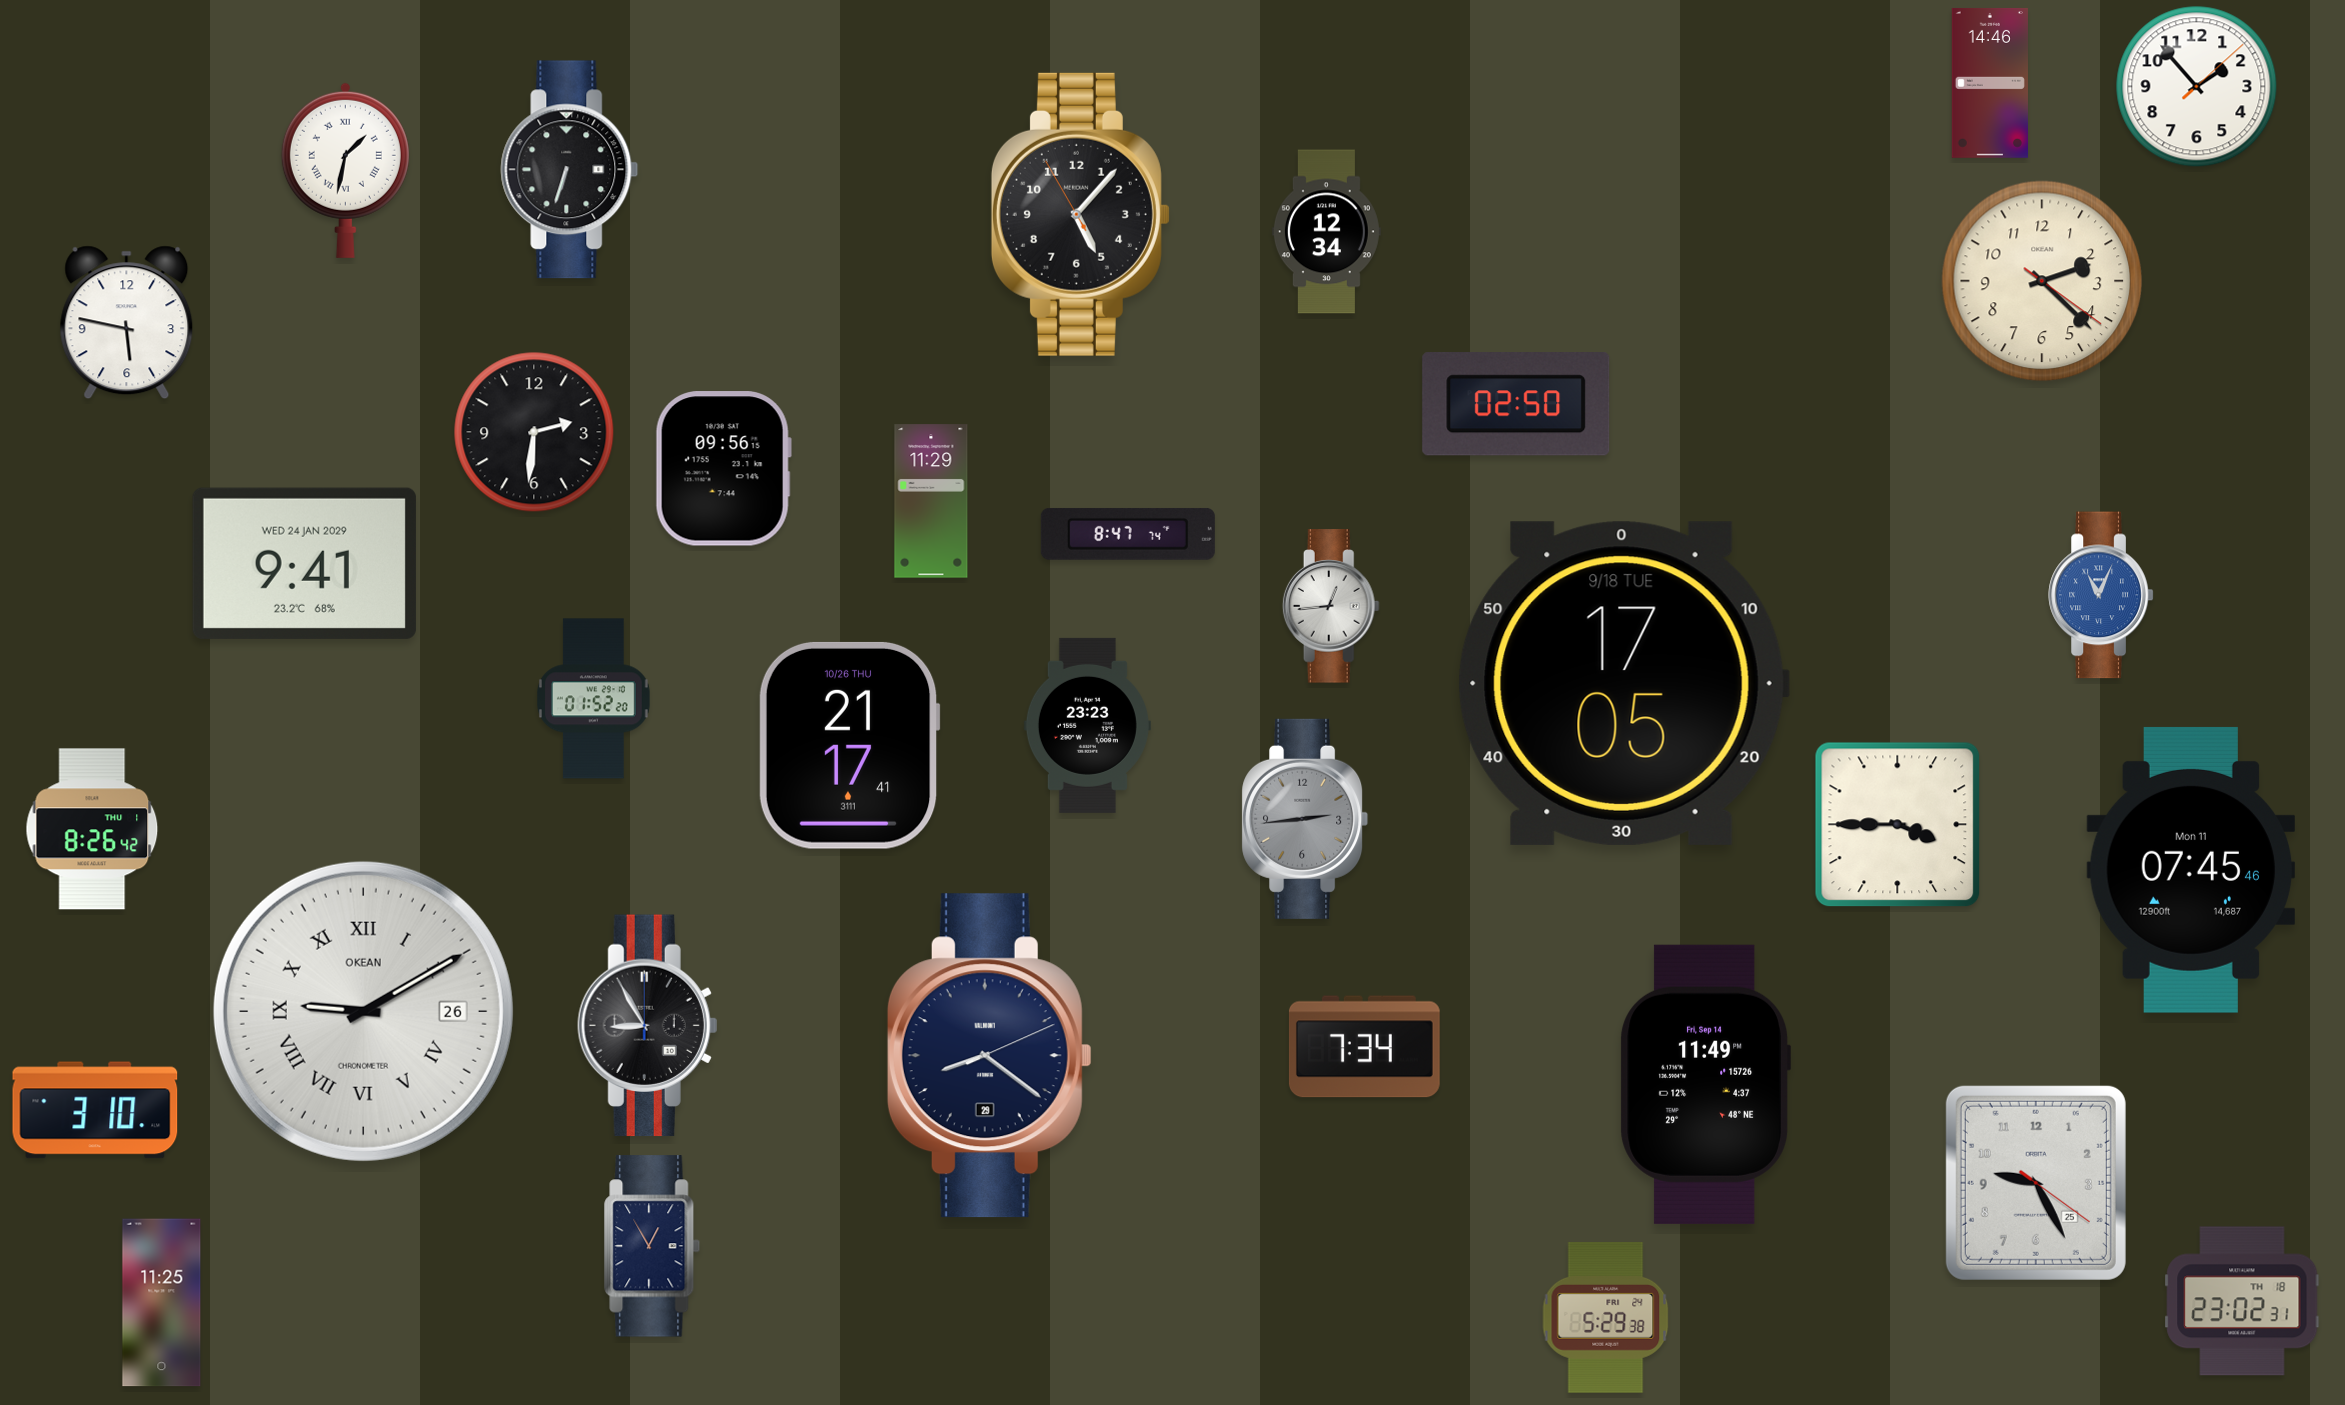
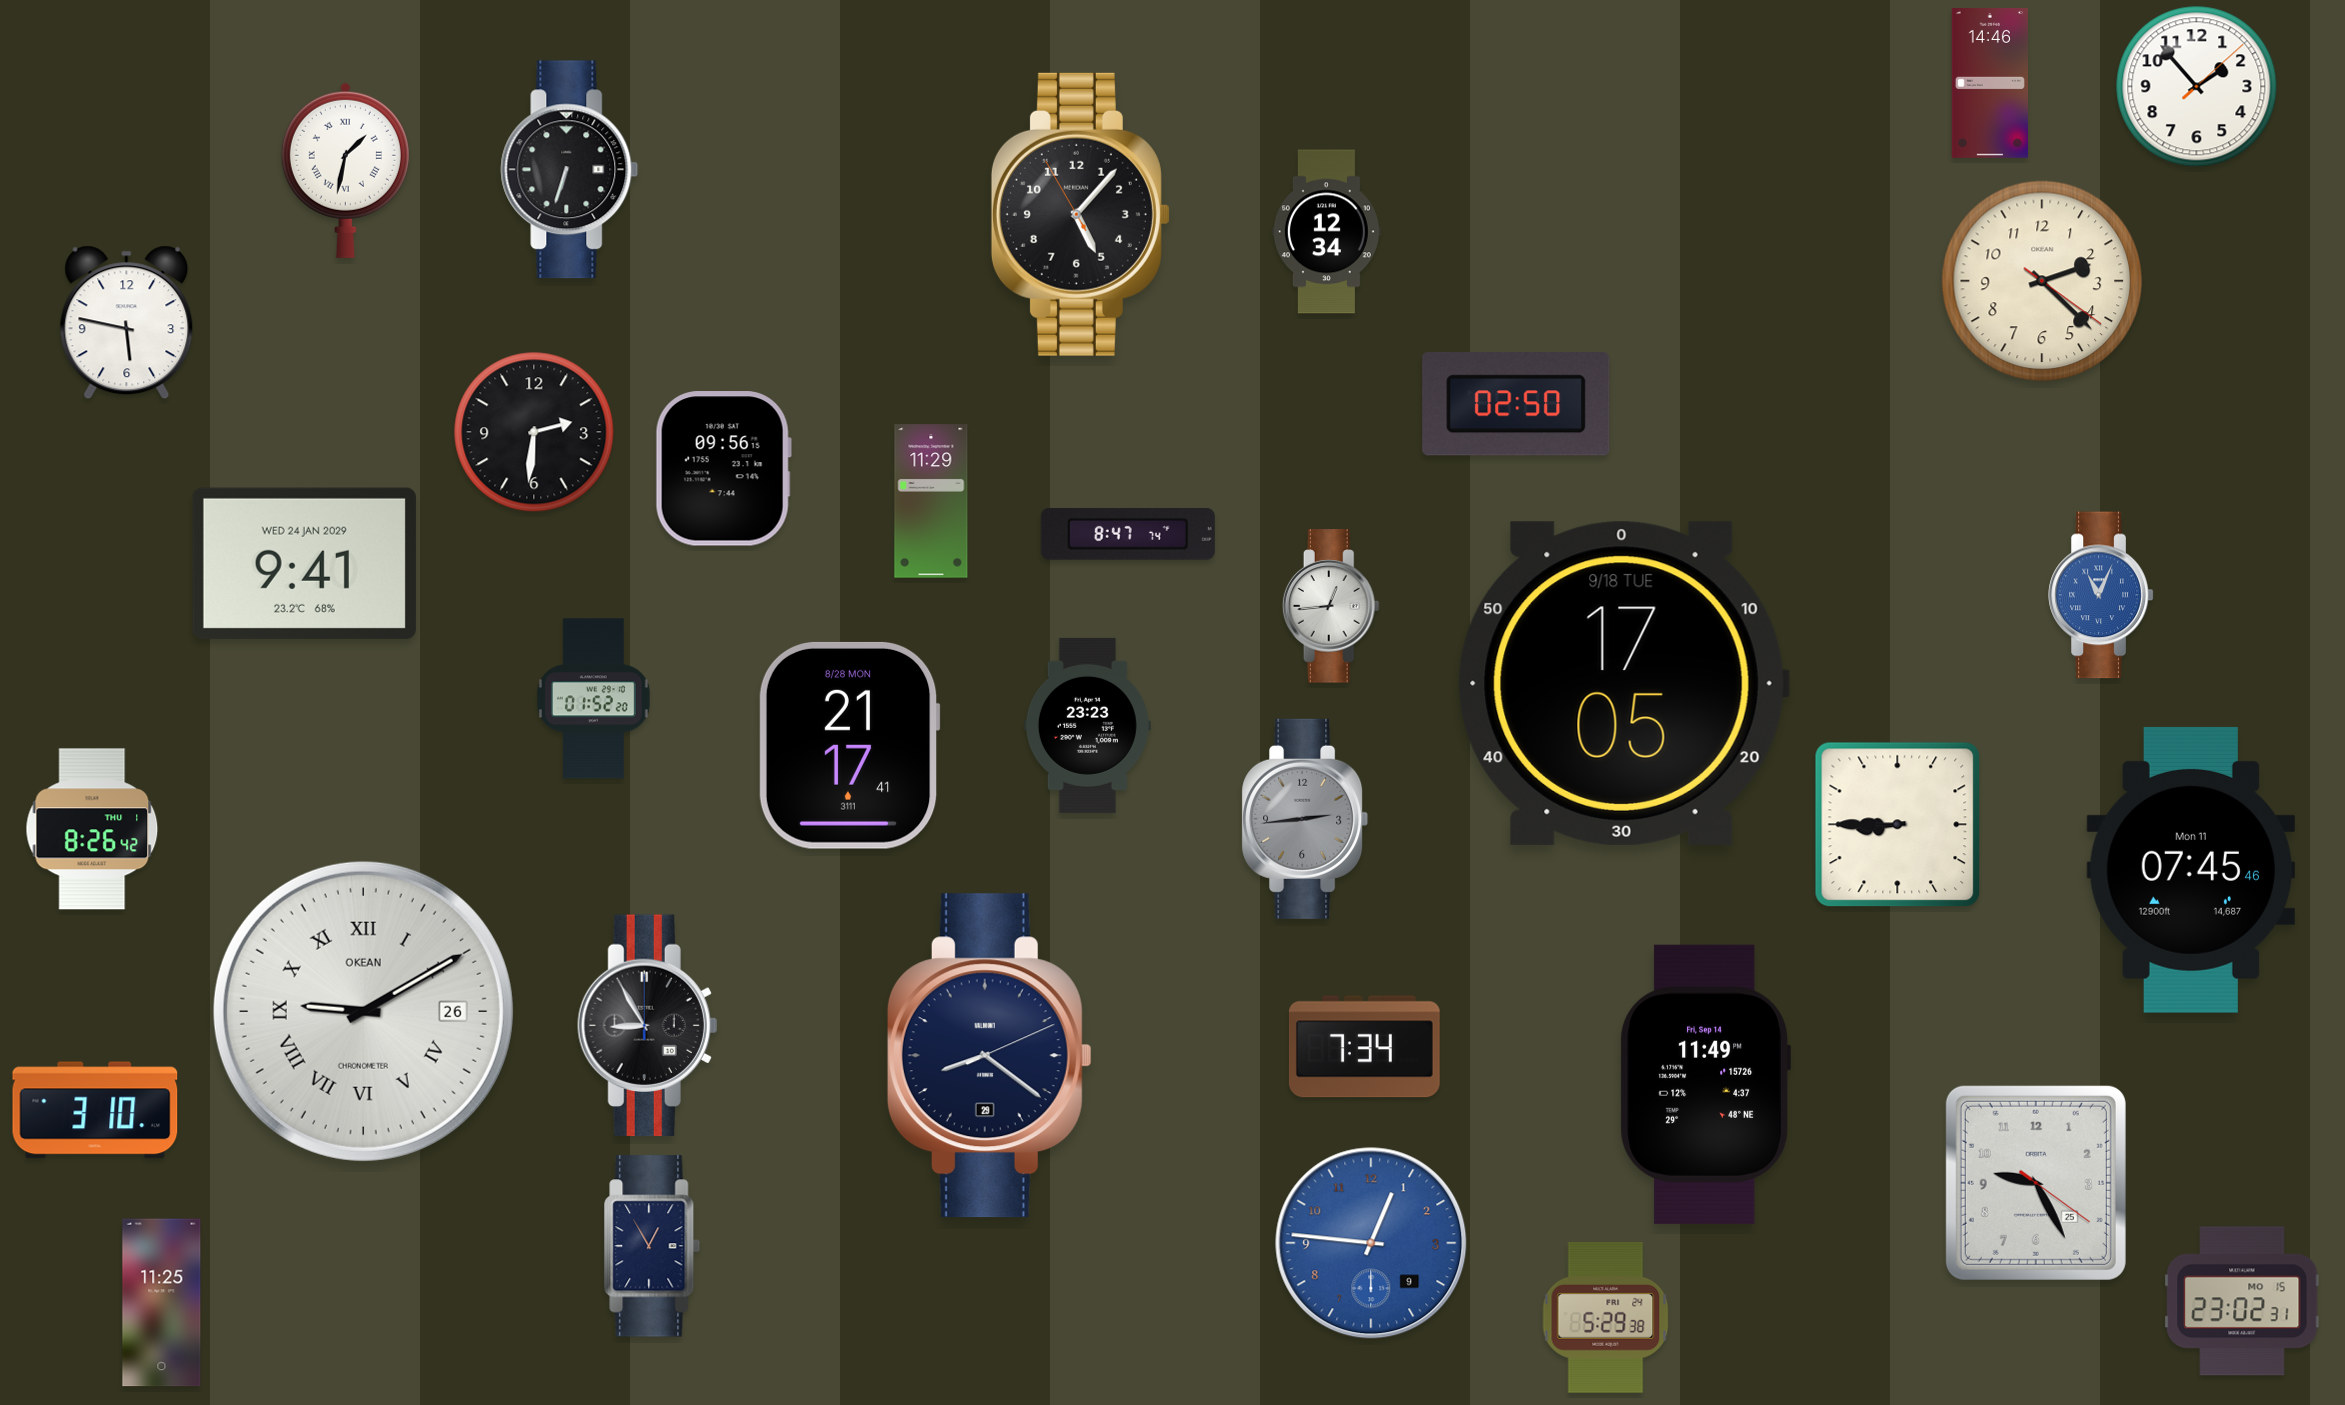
clock at (849, 745) date: 10/26 THU -> 8/28 MON
clock at (1898, 825): 3:45 -> 8:45
clock at (1371, 1243): none -> 12:46
clock at (2242, 1301) date: TH 18 -> MO 15
